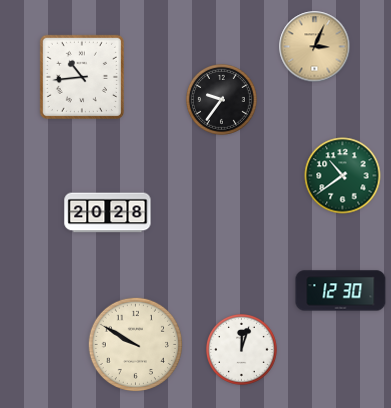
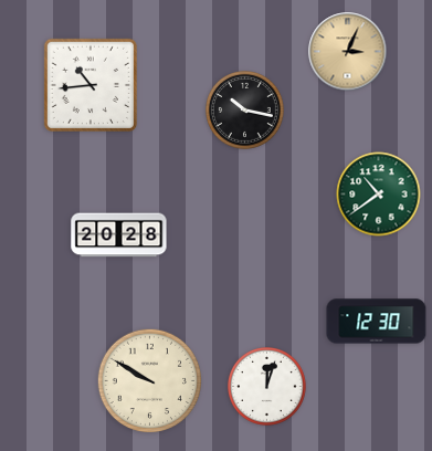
clock at (222, 100): 9:36 -> 10:17
